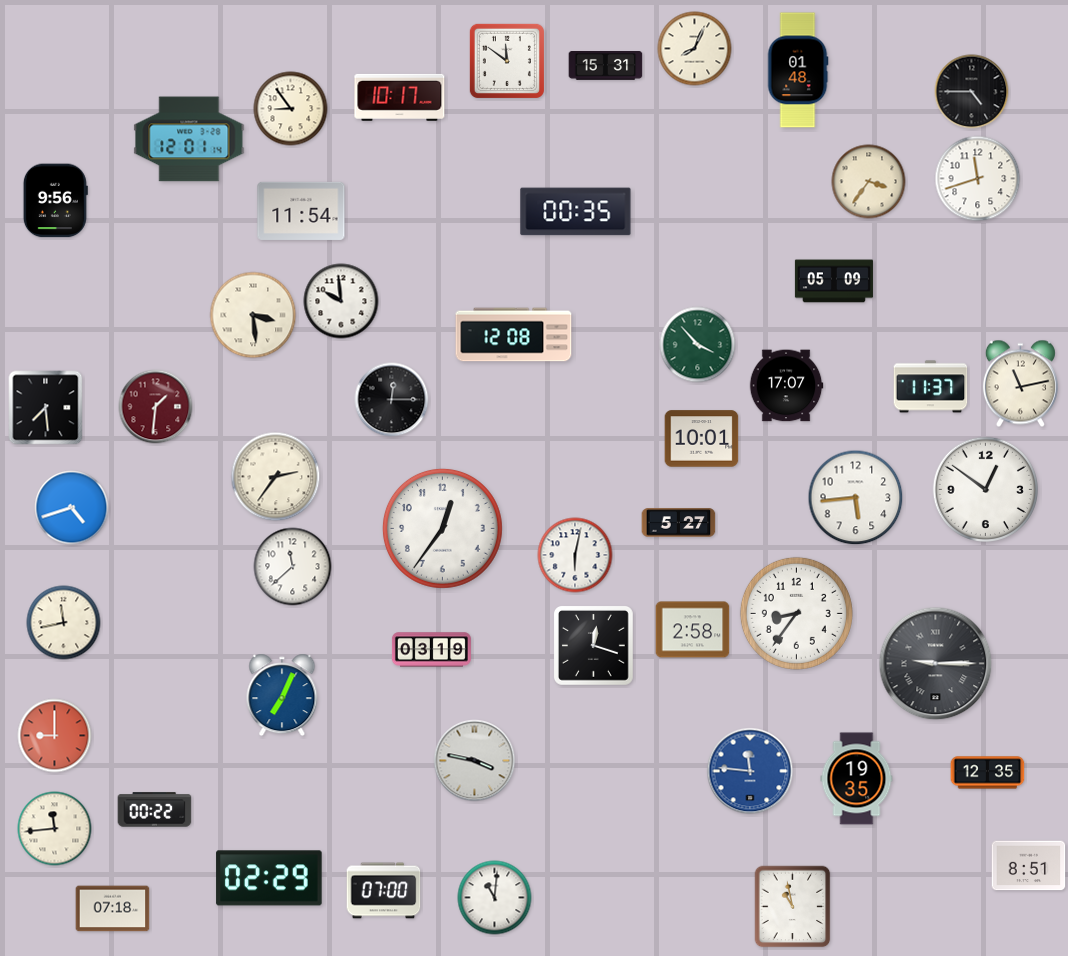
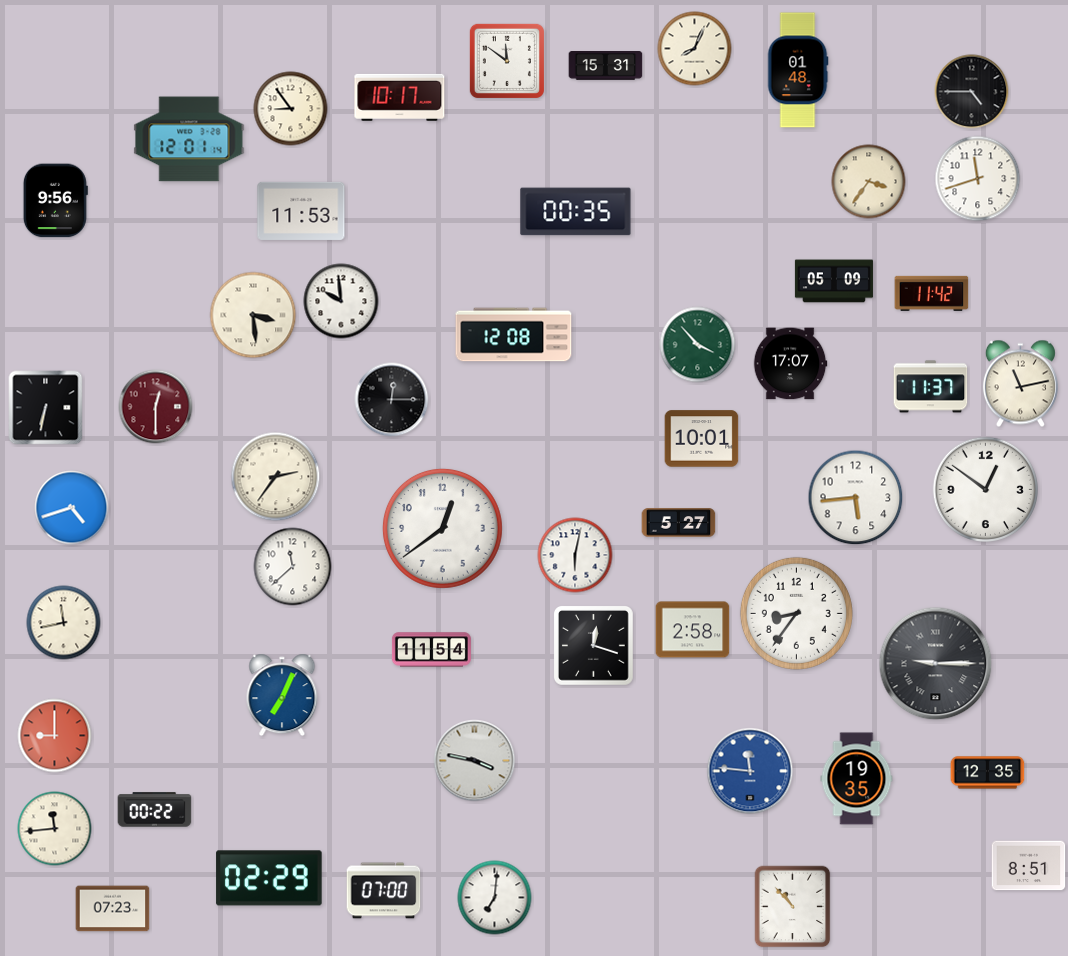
clock at (301, 211): 11:54 -> 11:53
clock at (932, 293): none -> 11:42
clock at (786, 386) position: (786, 386) -> (790, 364)
clock at (156, 407): 1:31 -> 12:30
clock at (46, 408): 7:29 -> 6:32
clock at (442, 528): 12:36 -> 12:39
clock at (431, 650): 03:19 -> 11:54
clock at (495, 898): 11:01 -> 7:01
clock at (793, 907): 10:58 -> 10:53
clock at (113, 909): 07:18 -> 07:23
